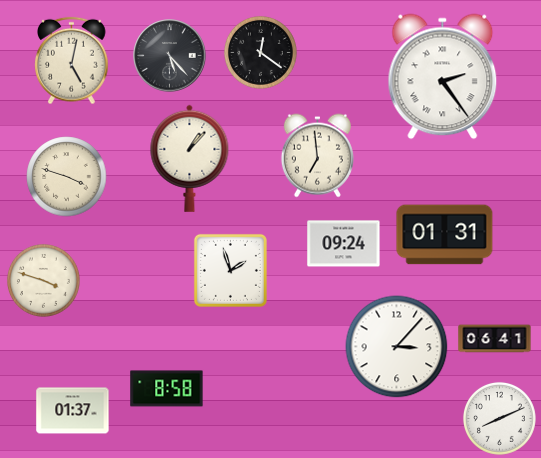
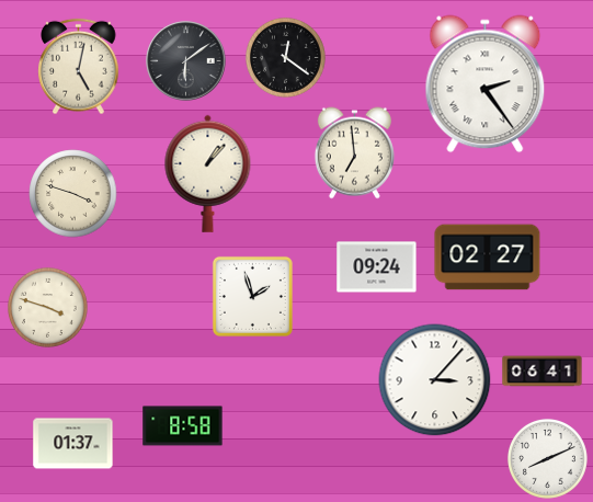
clock at (170, 56): 5:23 -> 6:09
clock at (317, 156) position: (317, 156) -> (354, 153)
clock at (445, 235): 01:31 -> 02:27
clock at (73, 411) position: (73, 411) -> (73, 444)
